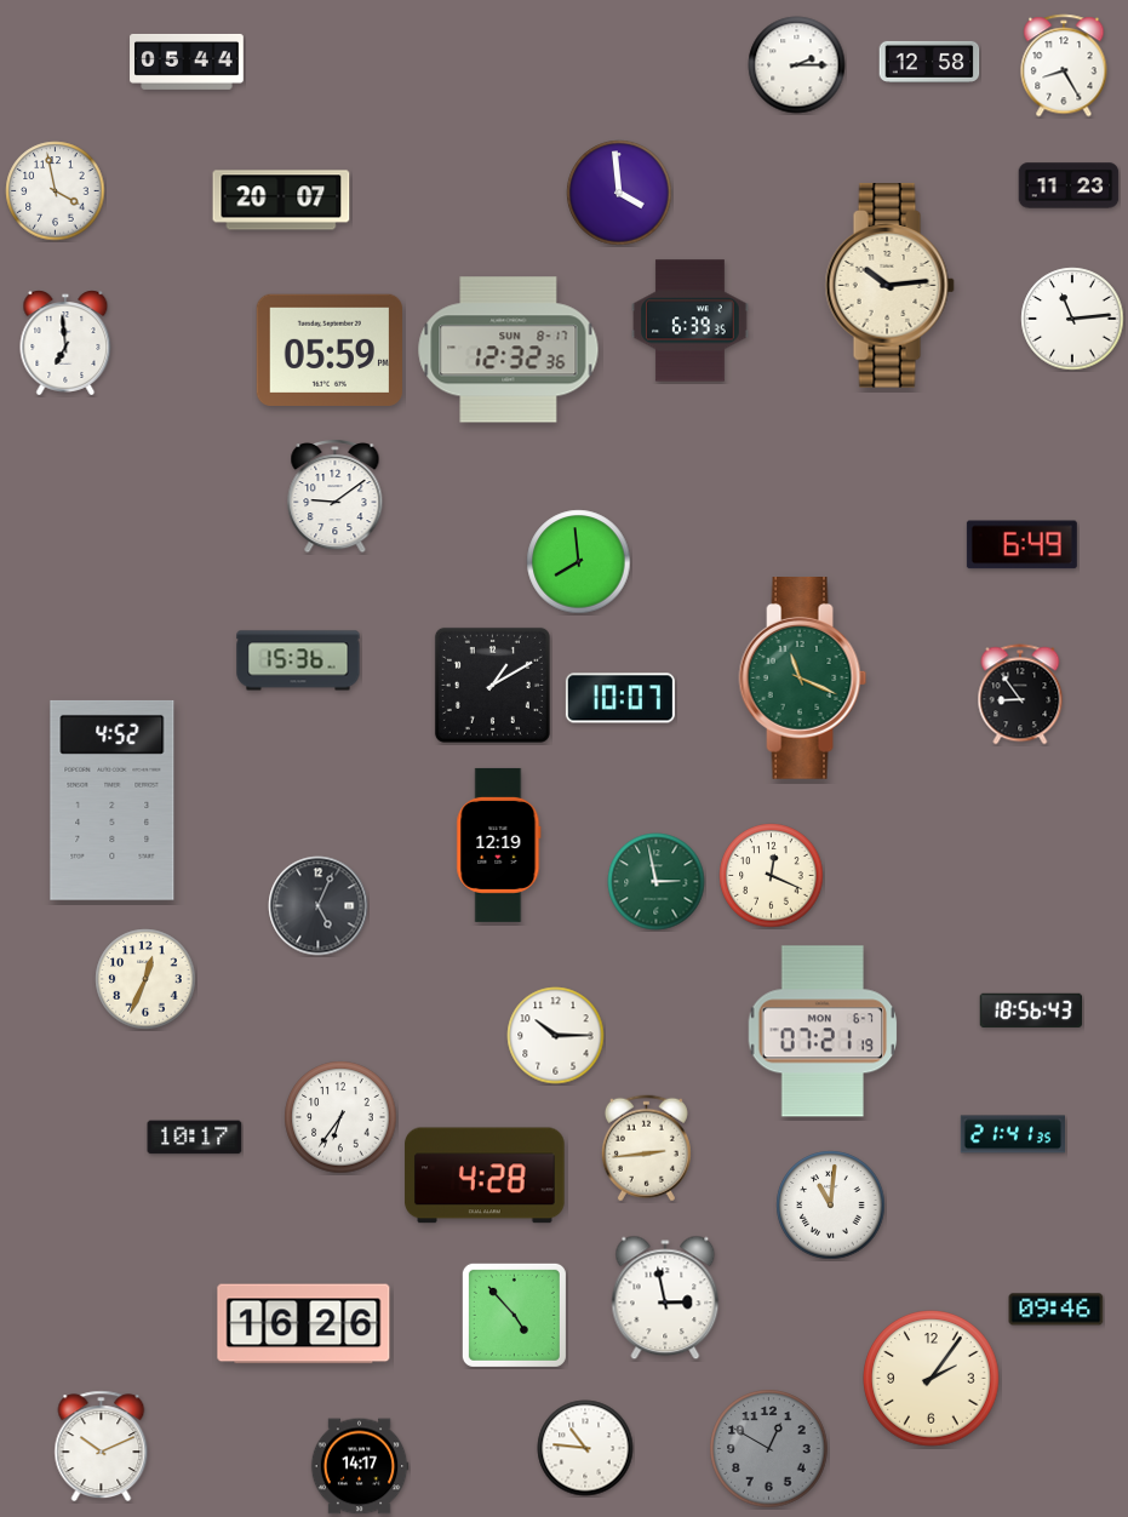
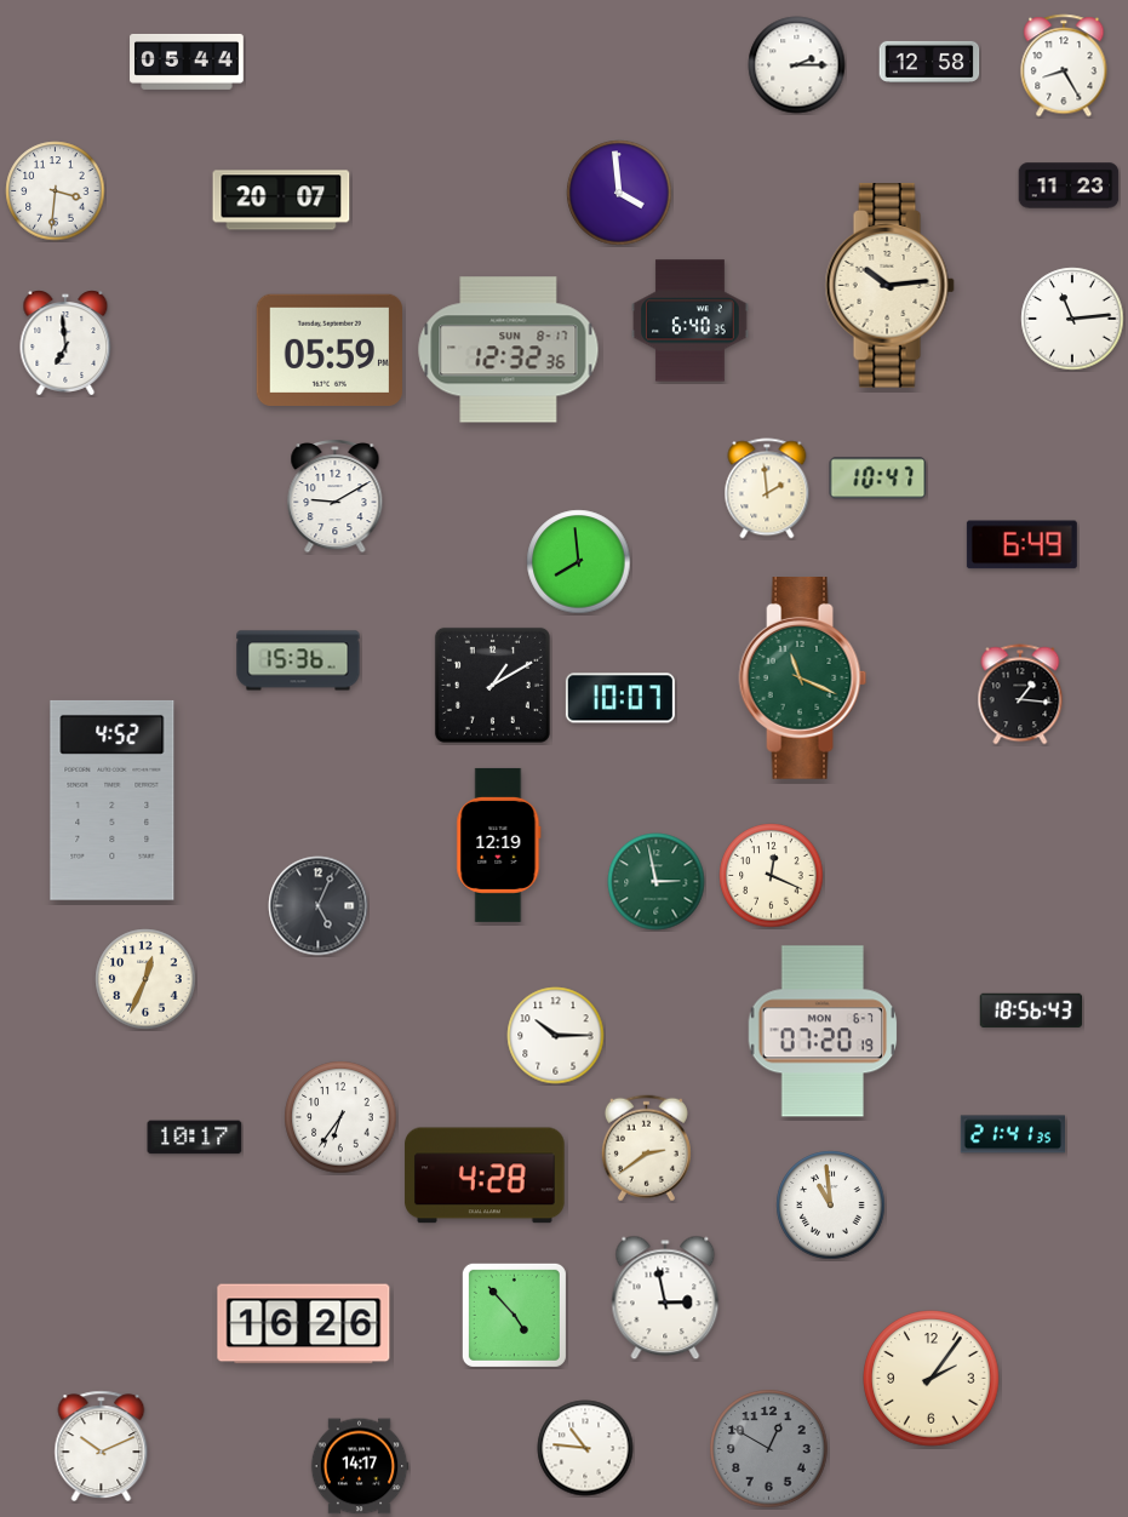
clock at (56, 191): 3:58 -> 3:31
clock at (691, 321): 6:39 -> 6:40
clock at (878, 479): none -> 10:47
clock at (767, 488): none -> 1:59
clock at (336, 497): 9:09 -> 9:10
clock at (1020, 694): 8:54 -> 1:16
clock at (823, 1031): 07:21 -> 07:20
clock at (646, 1149): 2:44 -> 2:39
clock at (831, 1206): 11:01 -> 10:59
clock at (1057, 1310): 09:46 -> none
